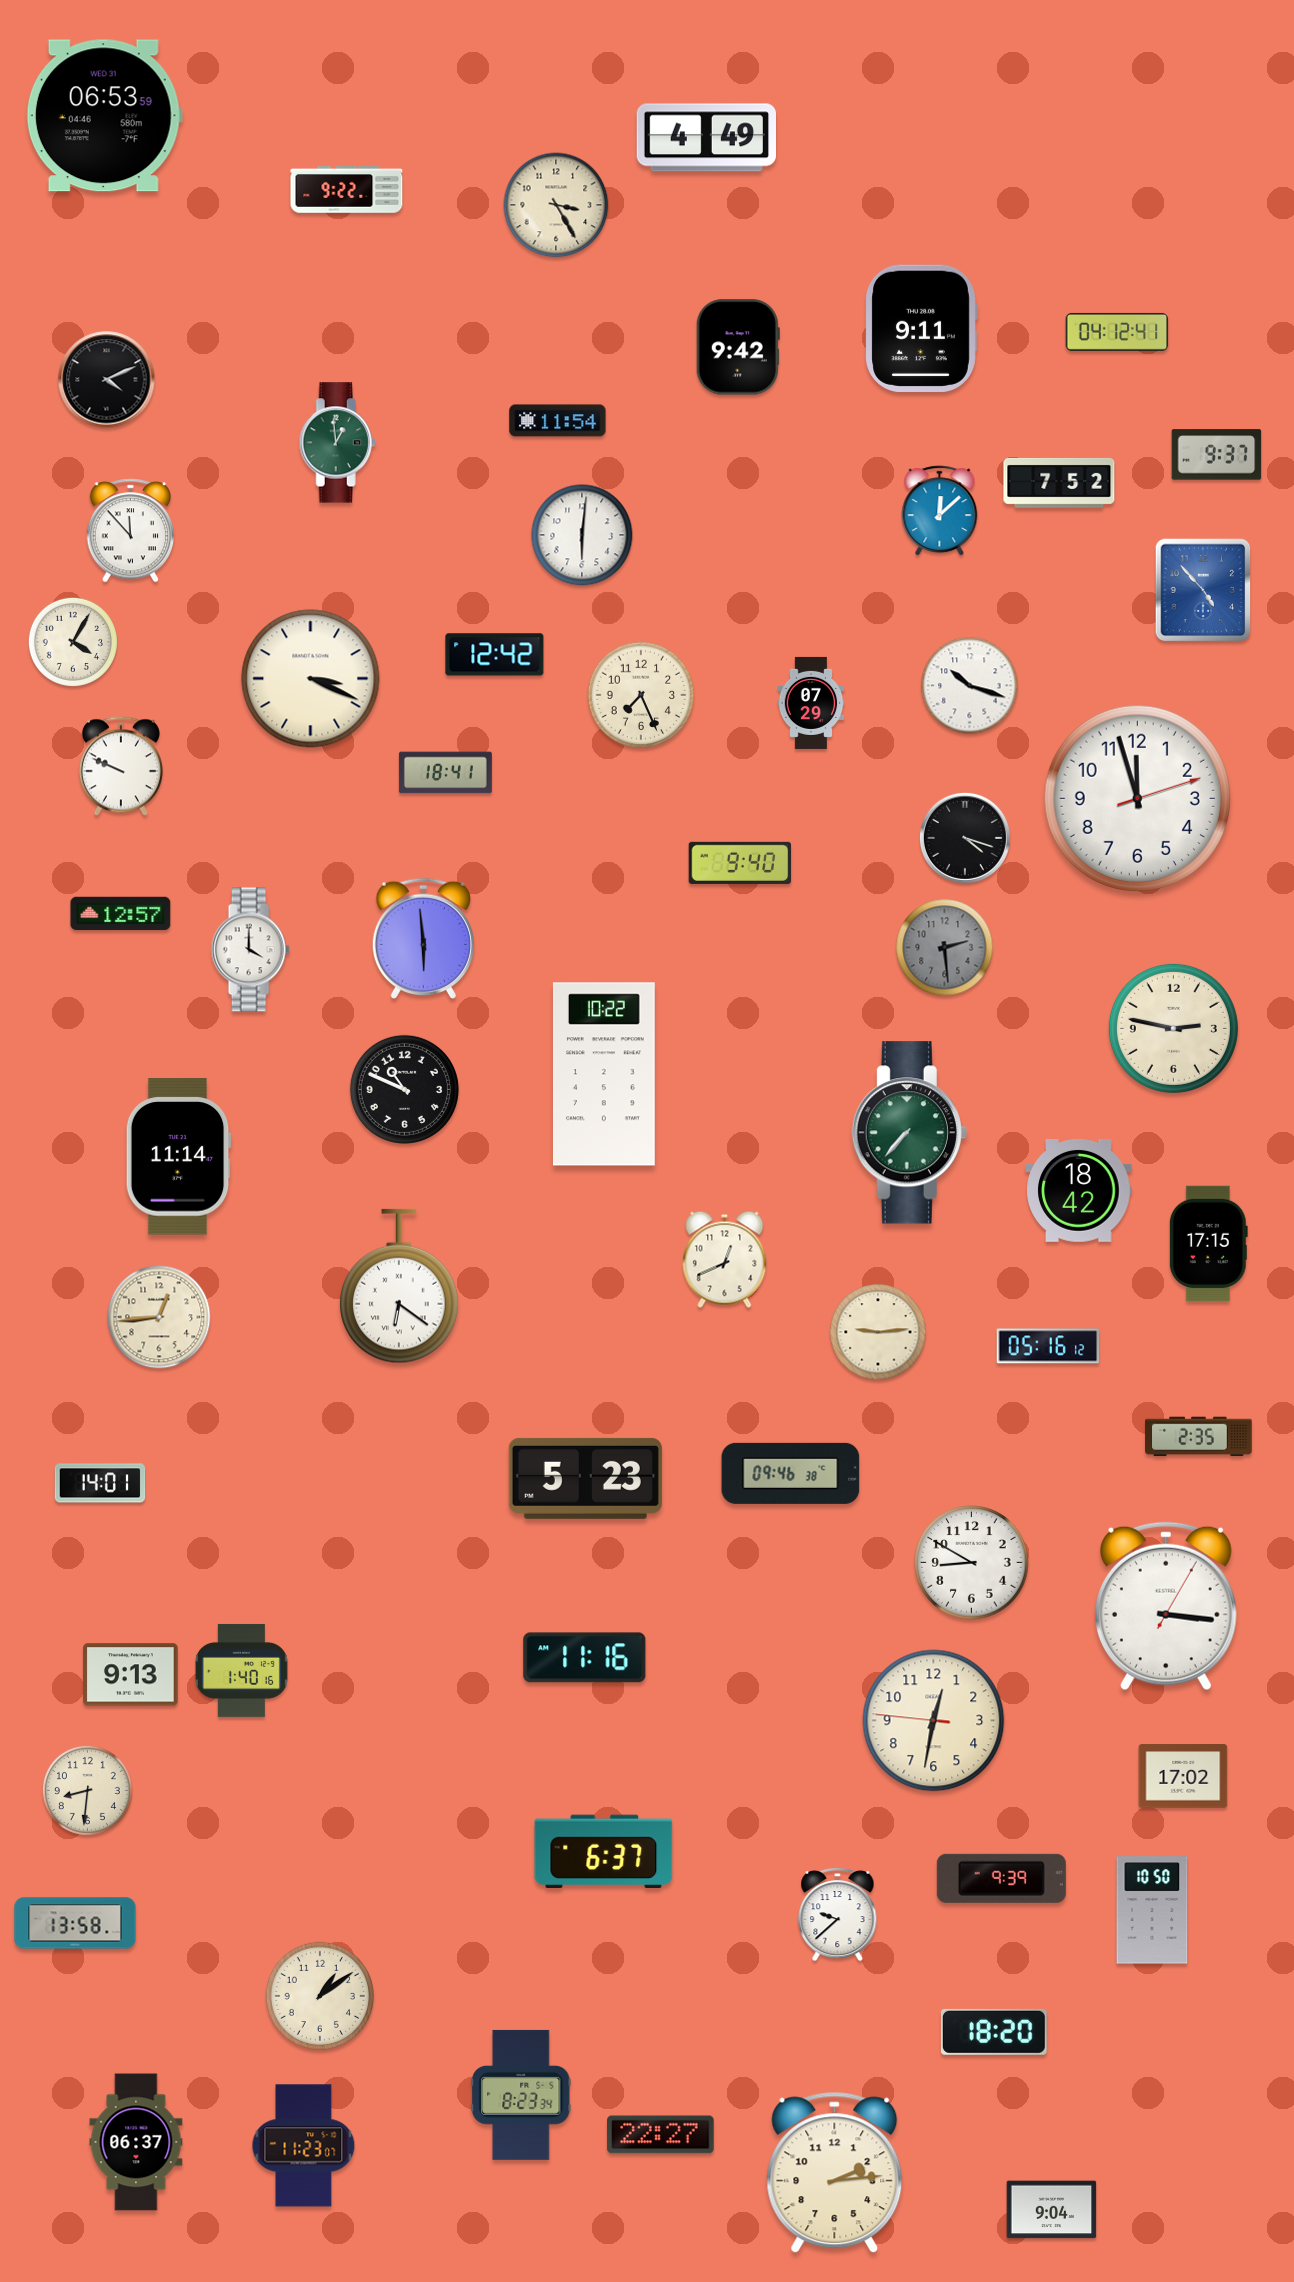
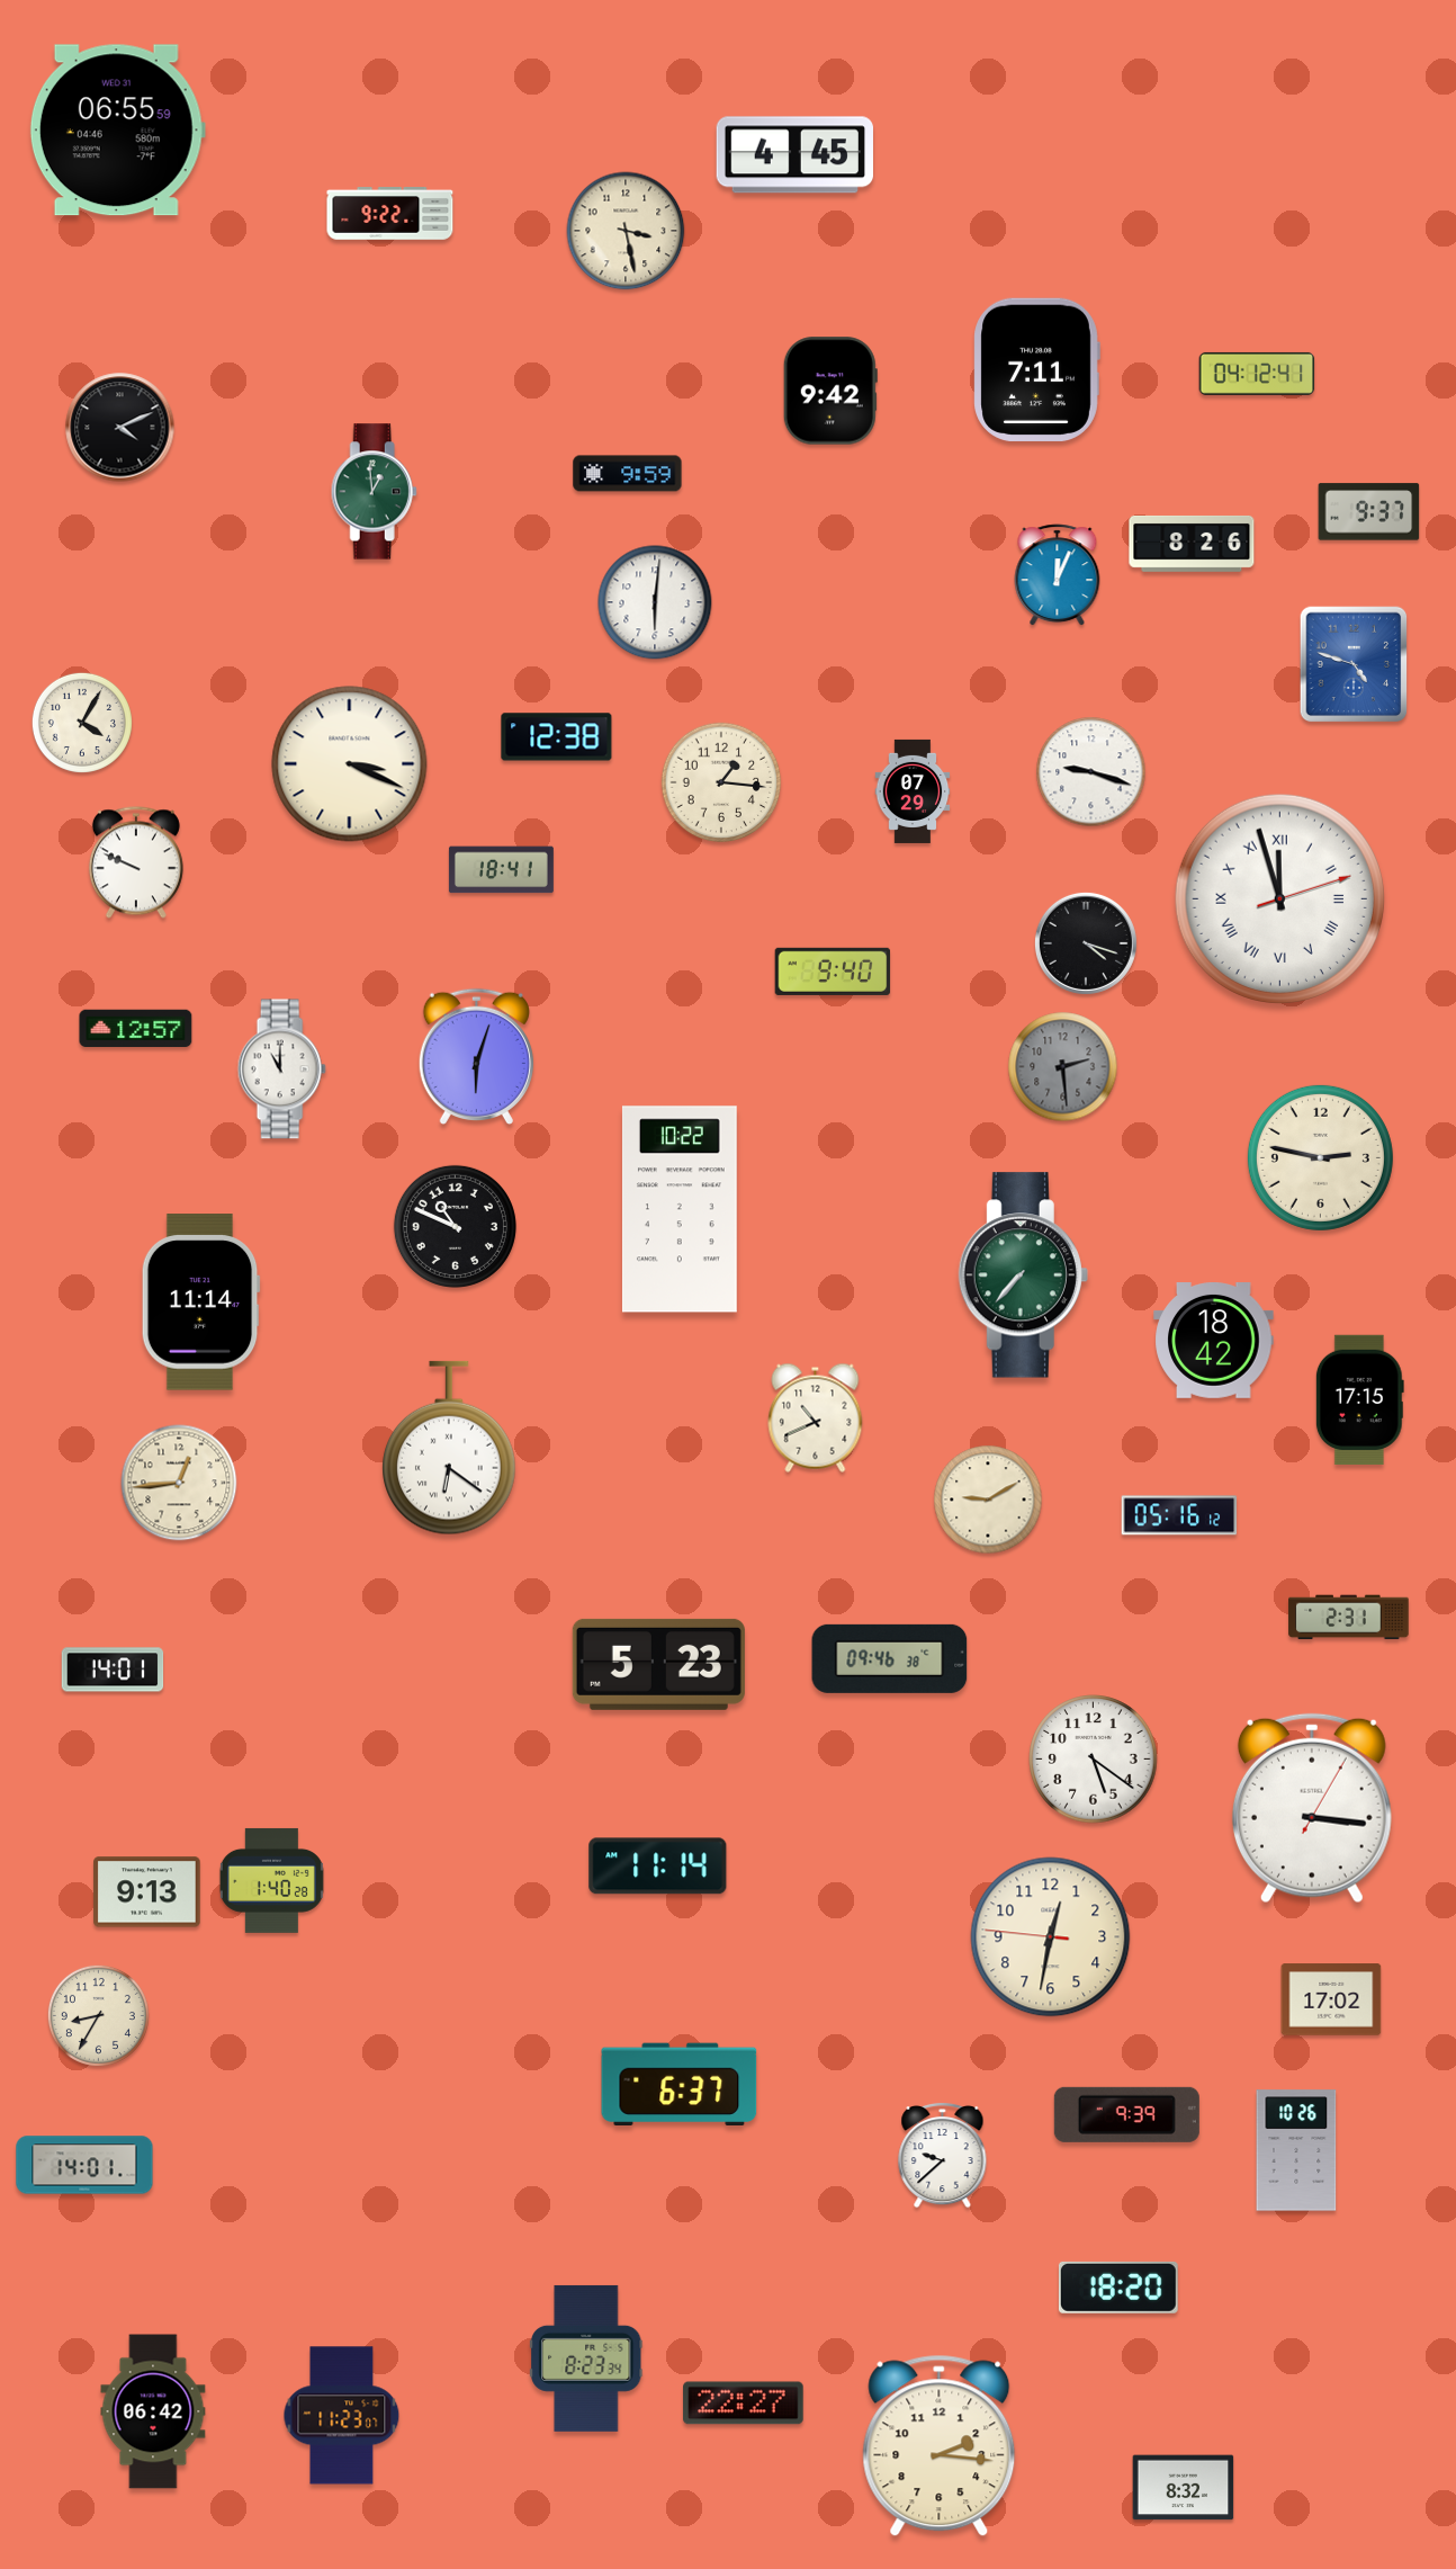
clock at (104, 116): 06:53 -> 06:55
clock at (706, 138): 4:49 -> 4:45
clock at (556, 205): 3:25 -> 3:28
clock at (921, 328): 9:11 -> 7:11
clock at (558, 421): 11:54 -> 9:59
clock at (337, 443) position: (337, 443) -> (374, 492)
clock at (1059, 483): 7:52 -> 8:26
clock at (940, 511): 12:08 -> 12:04
clock at (131, 531): 11:53 -> none
clock at (1203, 590): 4:53 -> 4:48
clock at (495, 655): 12:42 -> 12:38
clock at (970, 686): 10:18 -> 9:18
clock at (641, 695): 7:26 -> 1:16
clock at (1137, 798) numerals: Arabic -> Roman
clock at (423, 938): 5:59 -> 6:03
clock at (250, 950): 4:00 -> 11:00
clock at (725, 1259): 12:41 -> 10:41
clock at (878, 1332): 9:14 -> 9:10
clock at (1199, 1437): 2:35 -> 2:31
clock at (972, 1563): 8:50 -> 5:21
clock at (585, 1658): 11:16 -> 11:14
clock at (241, 1670): 1:40:16 -> 1:40:28
clock at (131, 1675) position: (131, 1675) -> (147, 1892)
clock at (87, 1790): 8:31 -> 8:35
clock at (1152, 1910): 10:50 -> 10:26
clock at (75, 1923): 13:58 -> 14:01
clock at (320, 1996): 1:09 -> none
clock at (136, 2142): 06:37 -> 06:42
clock at (835, 2173): 2:14 -> 2:16
clock at (1052, 2210): 9:04 -> 8:32
